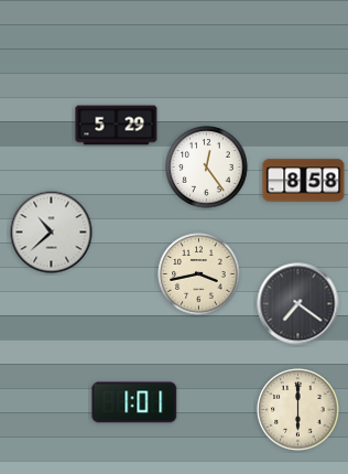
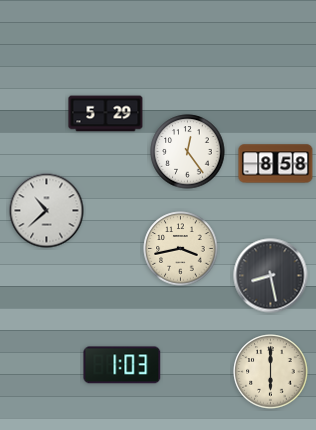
clock at (298, 304): 7:21 -> 8:28
clock at (134, 402): 1:01 -> 1:03
